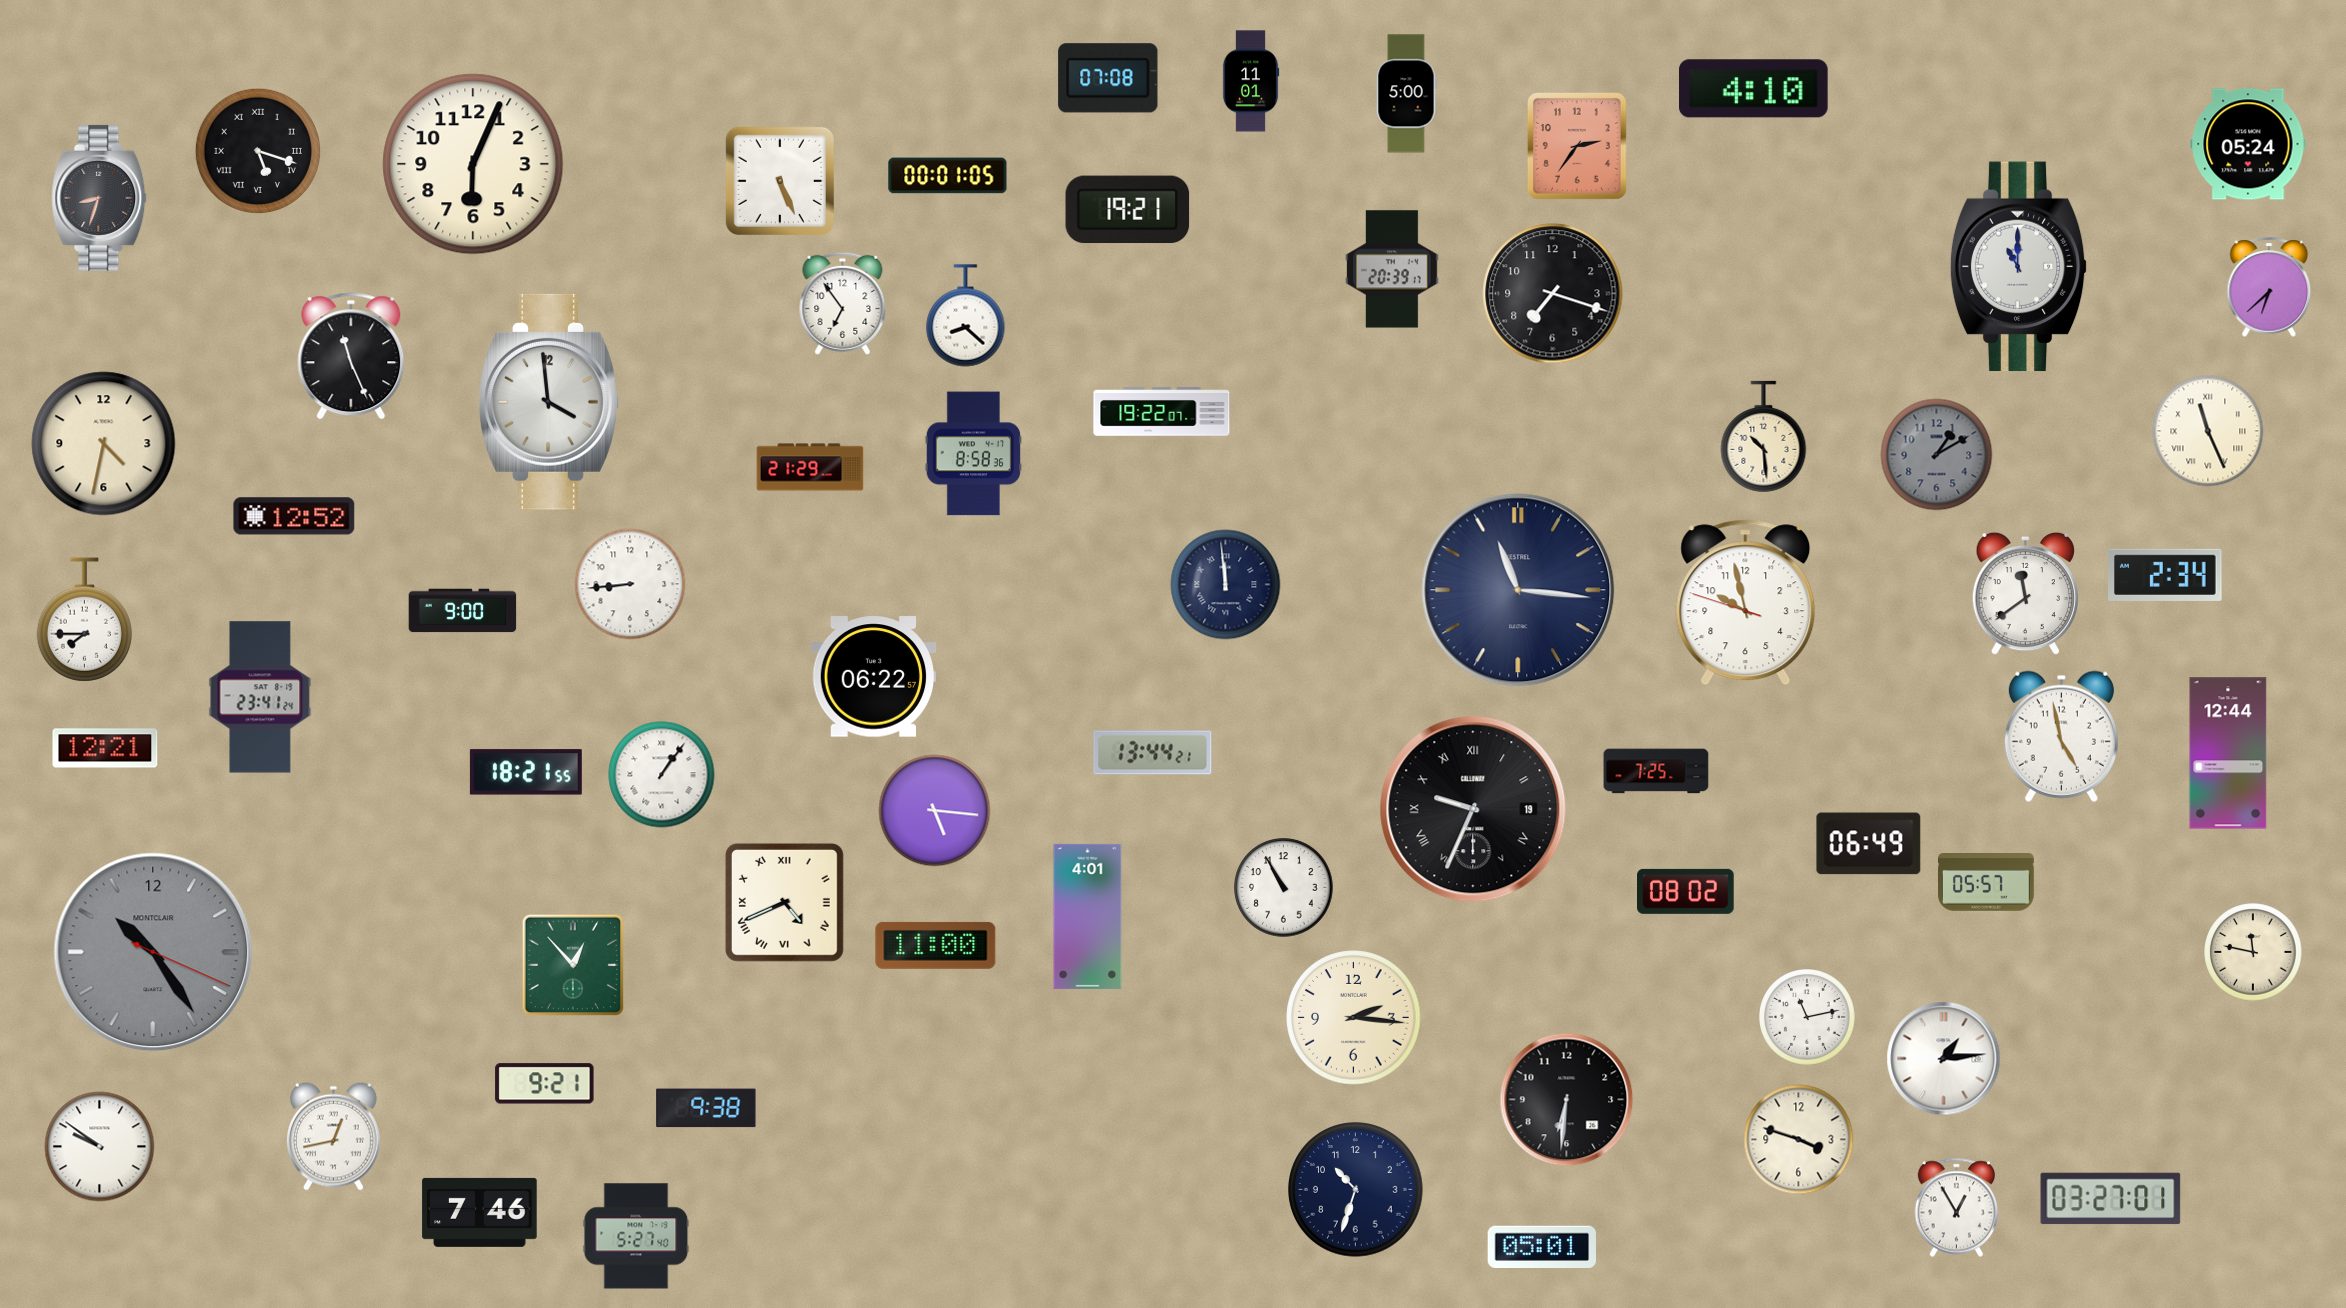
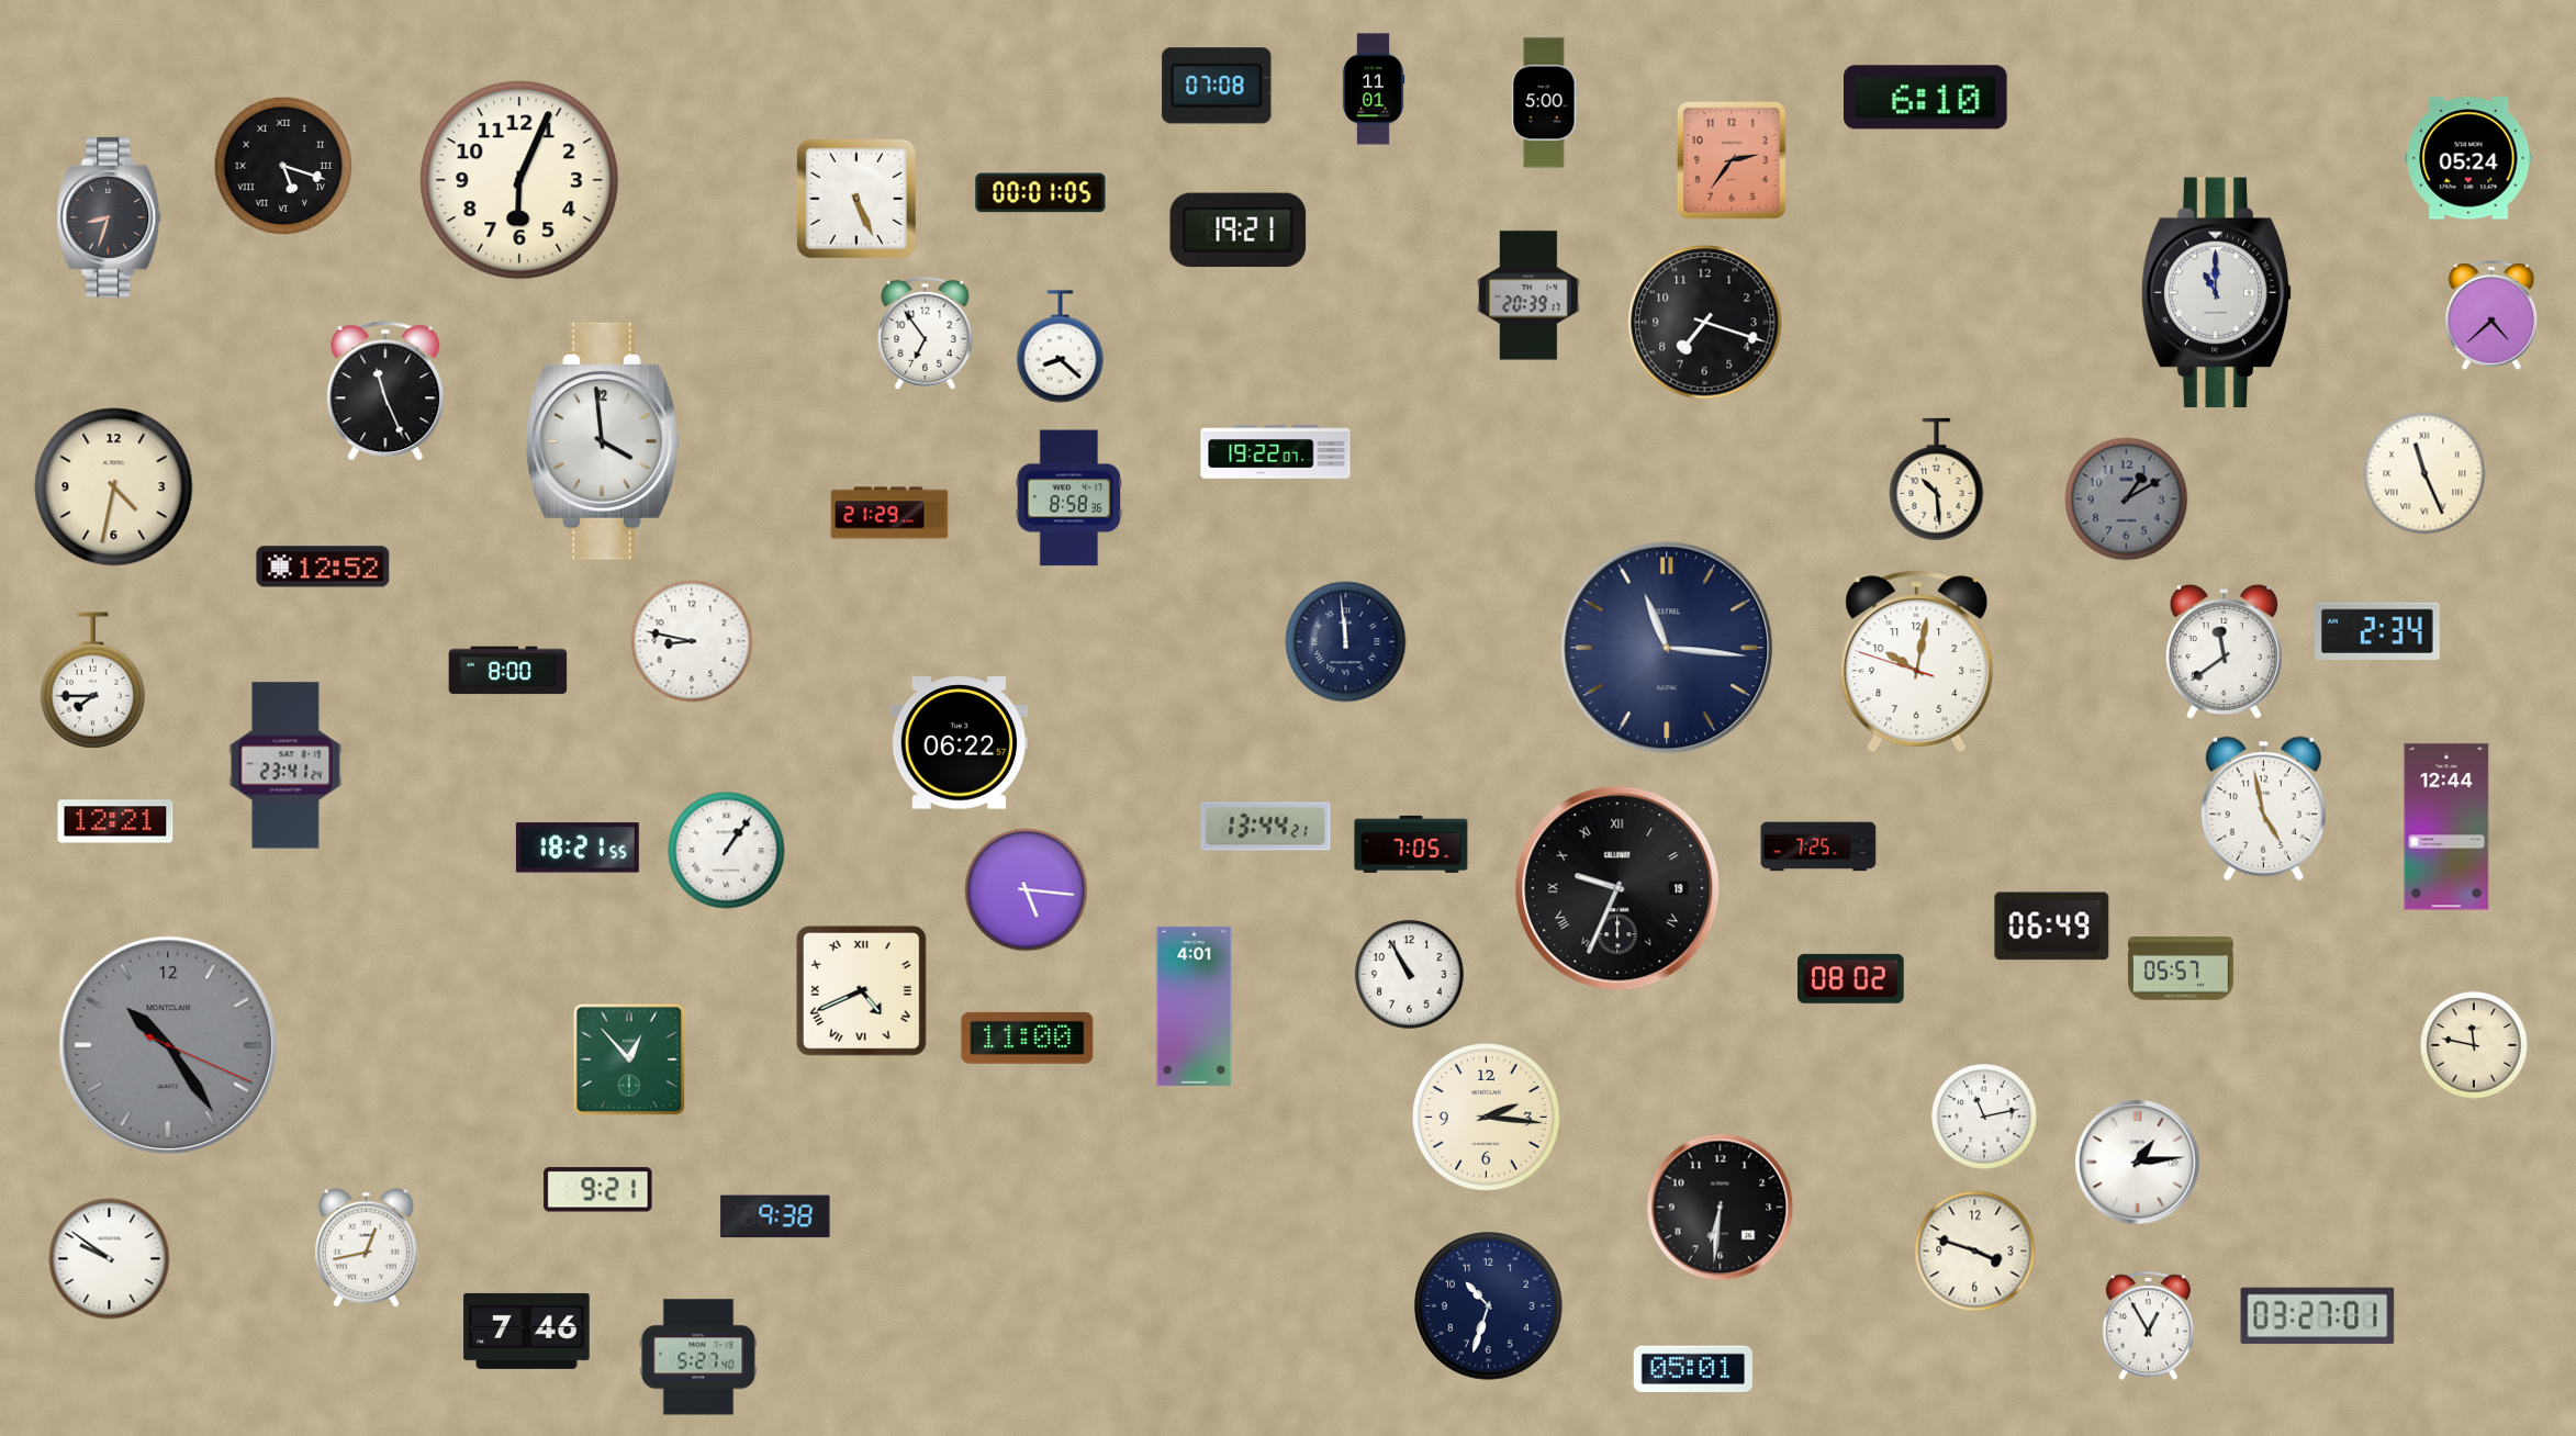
clock at (1754, 89): 4:10 -> 6:10
clock at (2269, 287): 6:38 -> 4:38
clock at (630, 584): 8:44 -> 8:47
clock at (1746, 603): 9:57 -> 10:01
clock at (463, 611): 9:00 -> 8:00
clock at (1411, 844): none -> 7:05
clock at (1944, 1059) position: (1944, 1059) -> (2138, 1163)
